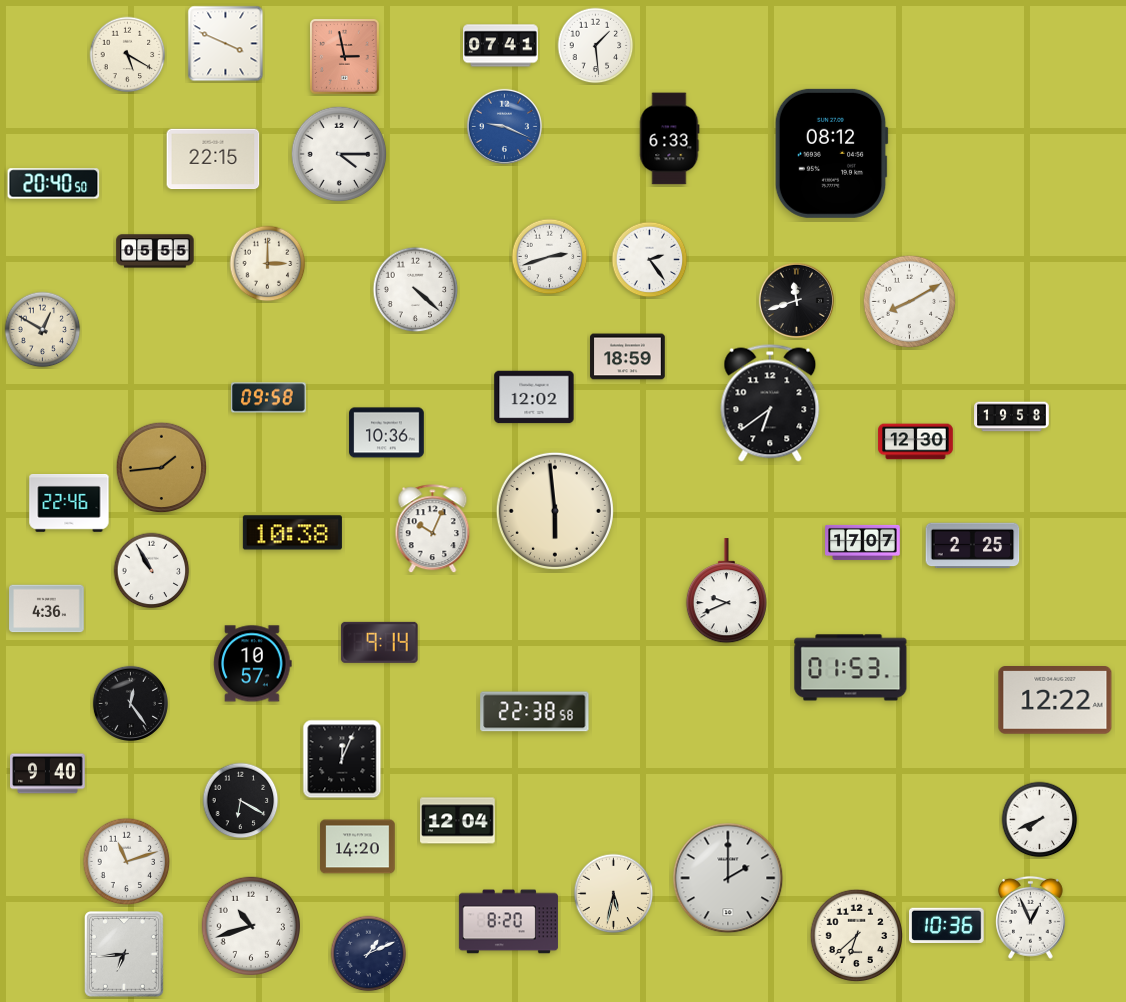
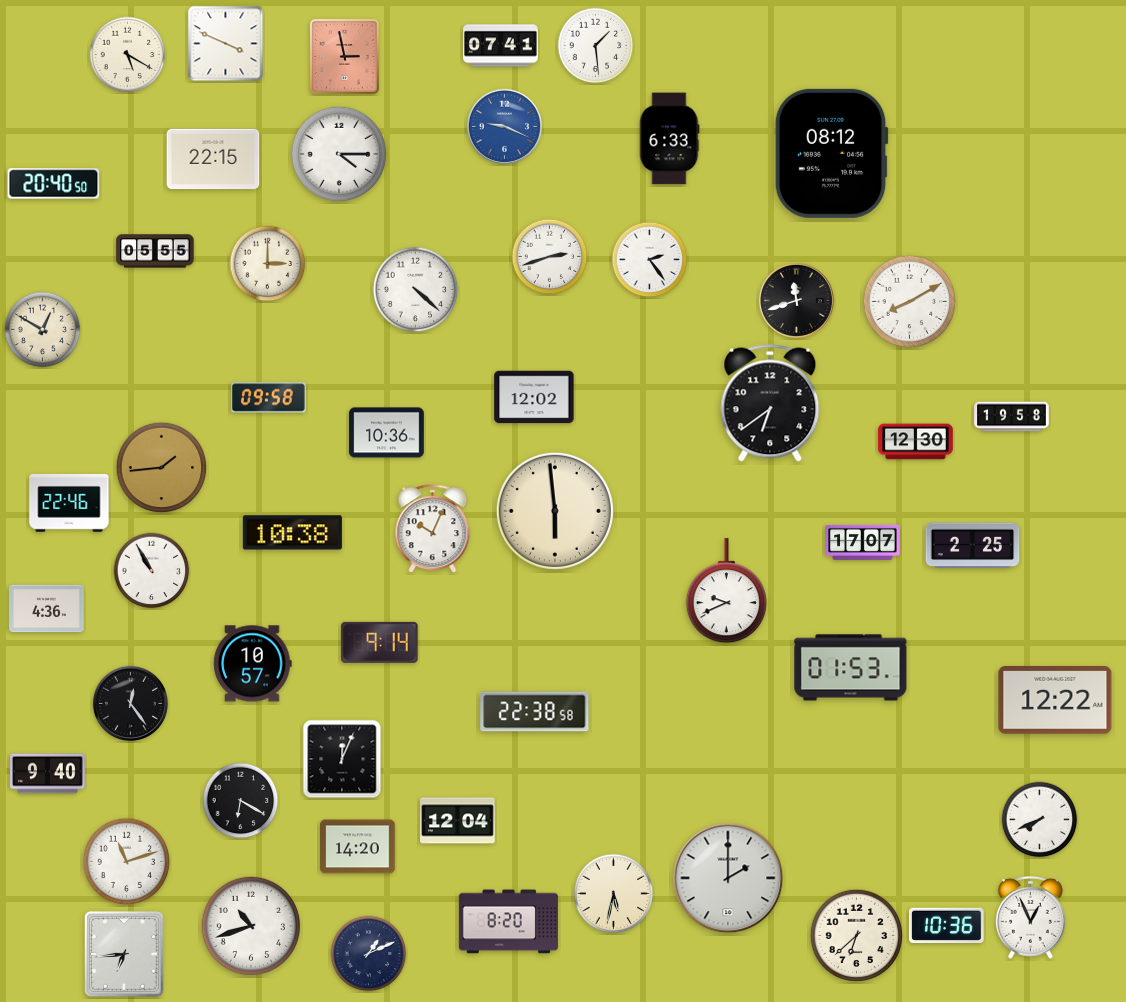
clock at (628, 357): 18:59 -> none
